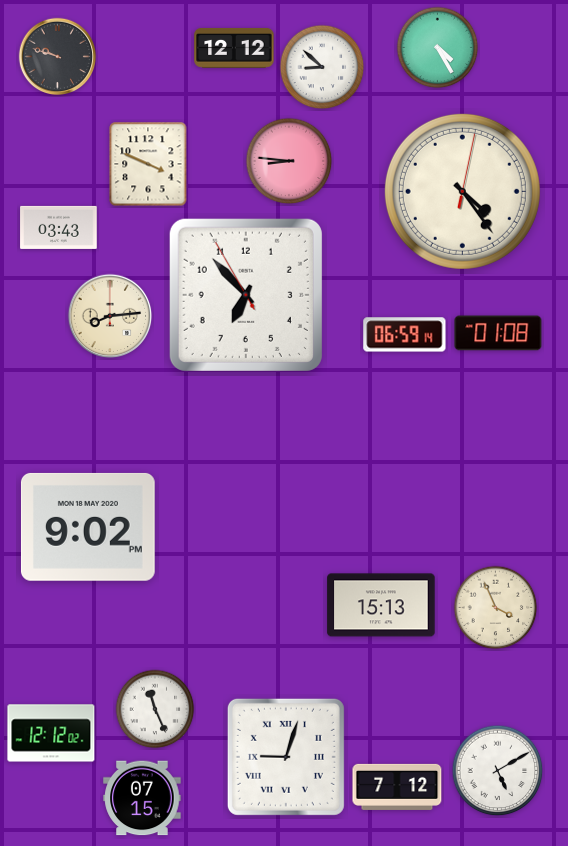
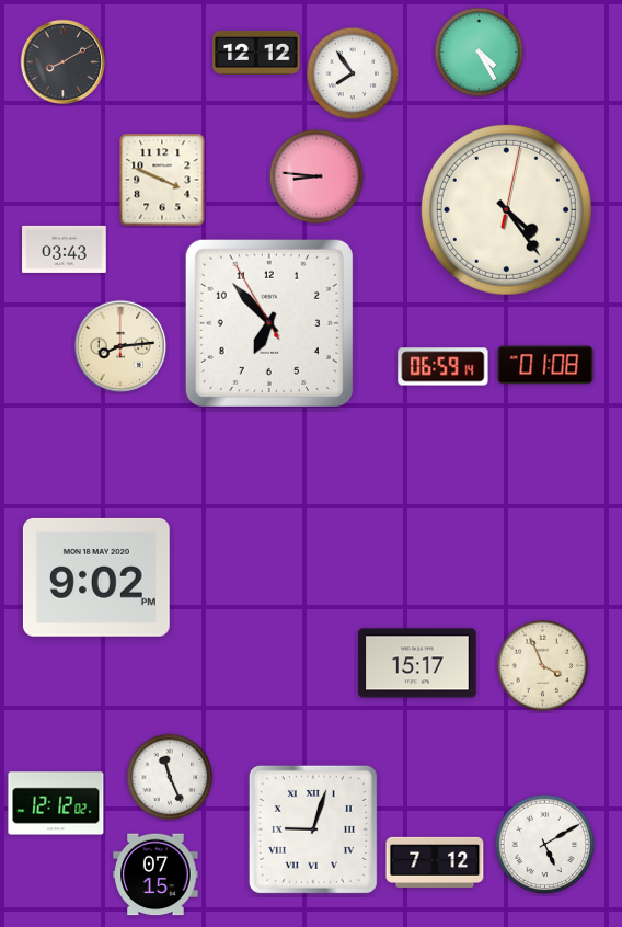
clock at (58, 57): 9:48 -> 8:10
clock at (322, 67): 8:52 -> 7:54
clock at (381, 605): 15:13 -> 15:17
